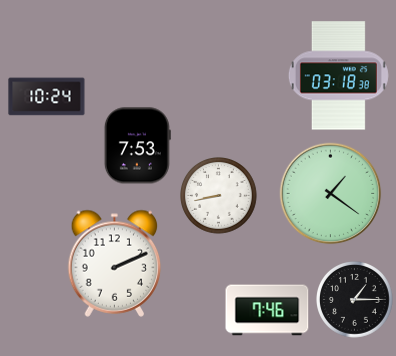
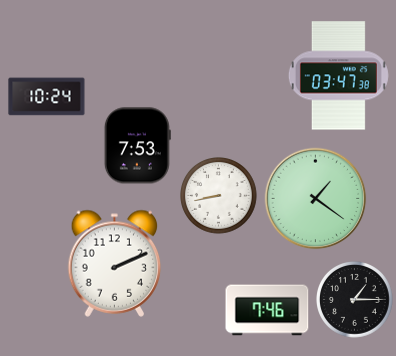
clock at (338, 76): 03:18 -> 03:47
clock at (331, 194) position: (331, 194) -> (316, 199)
